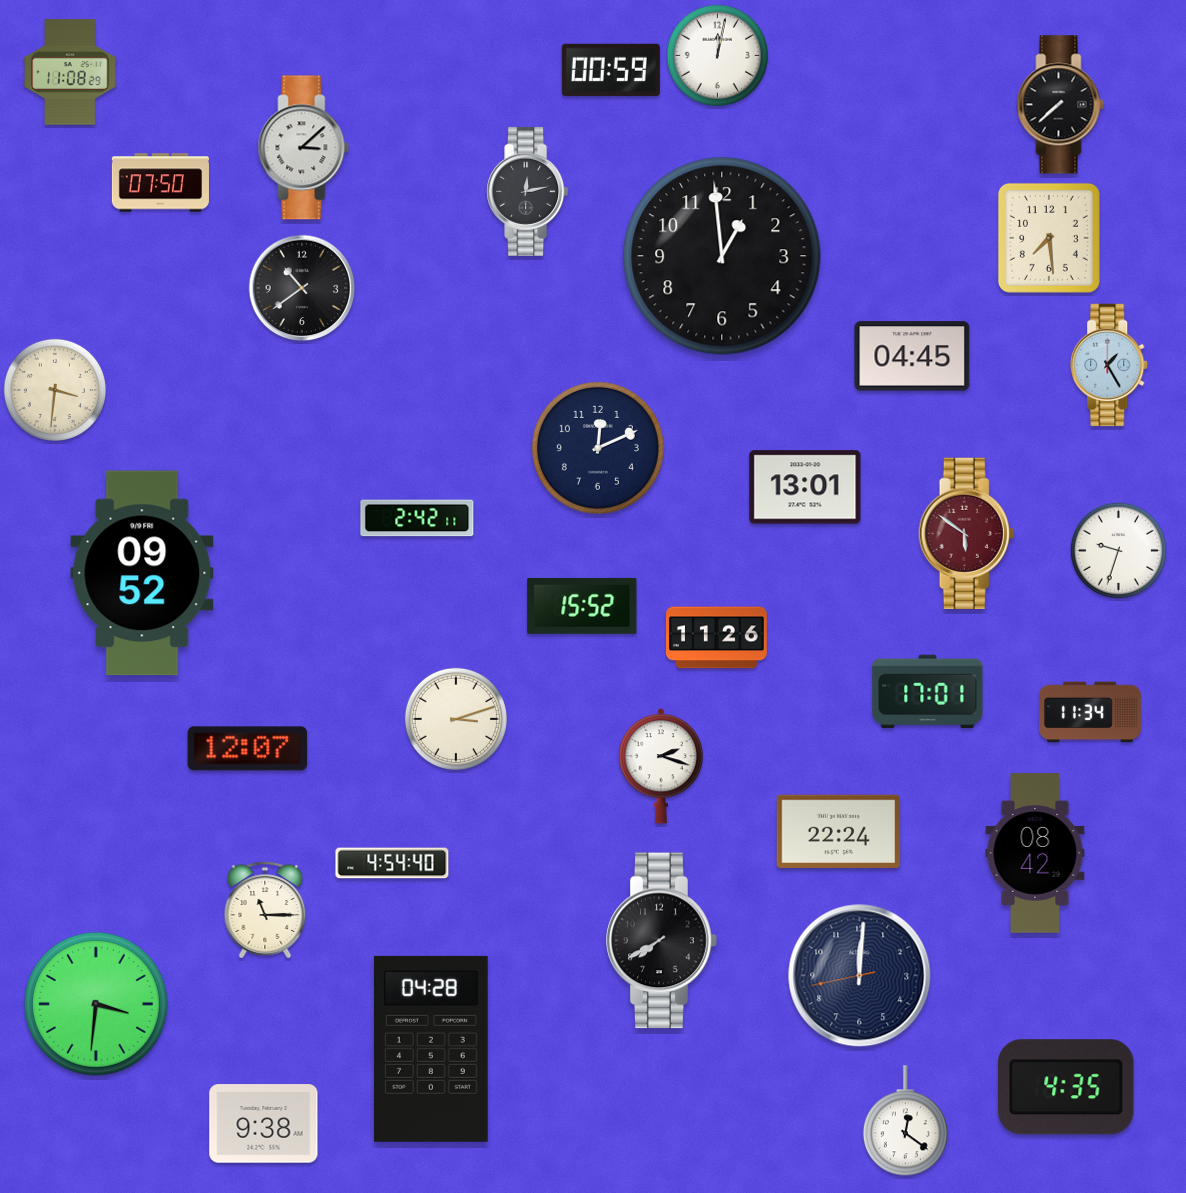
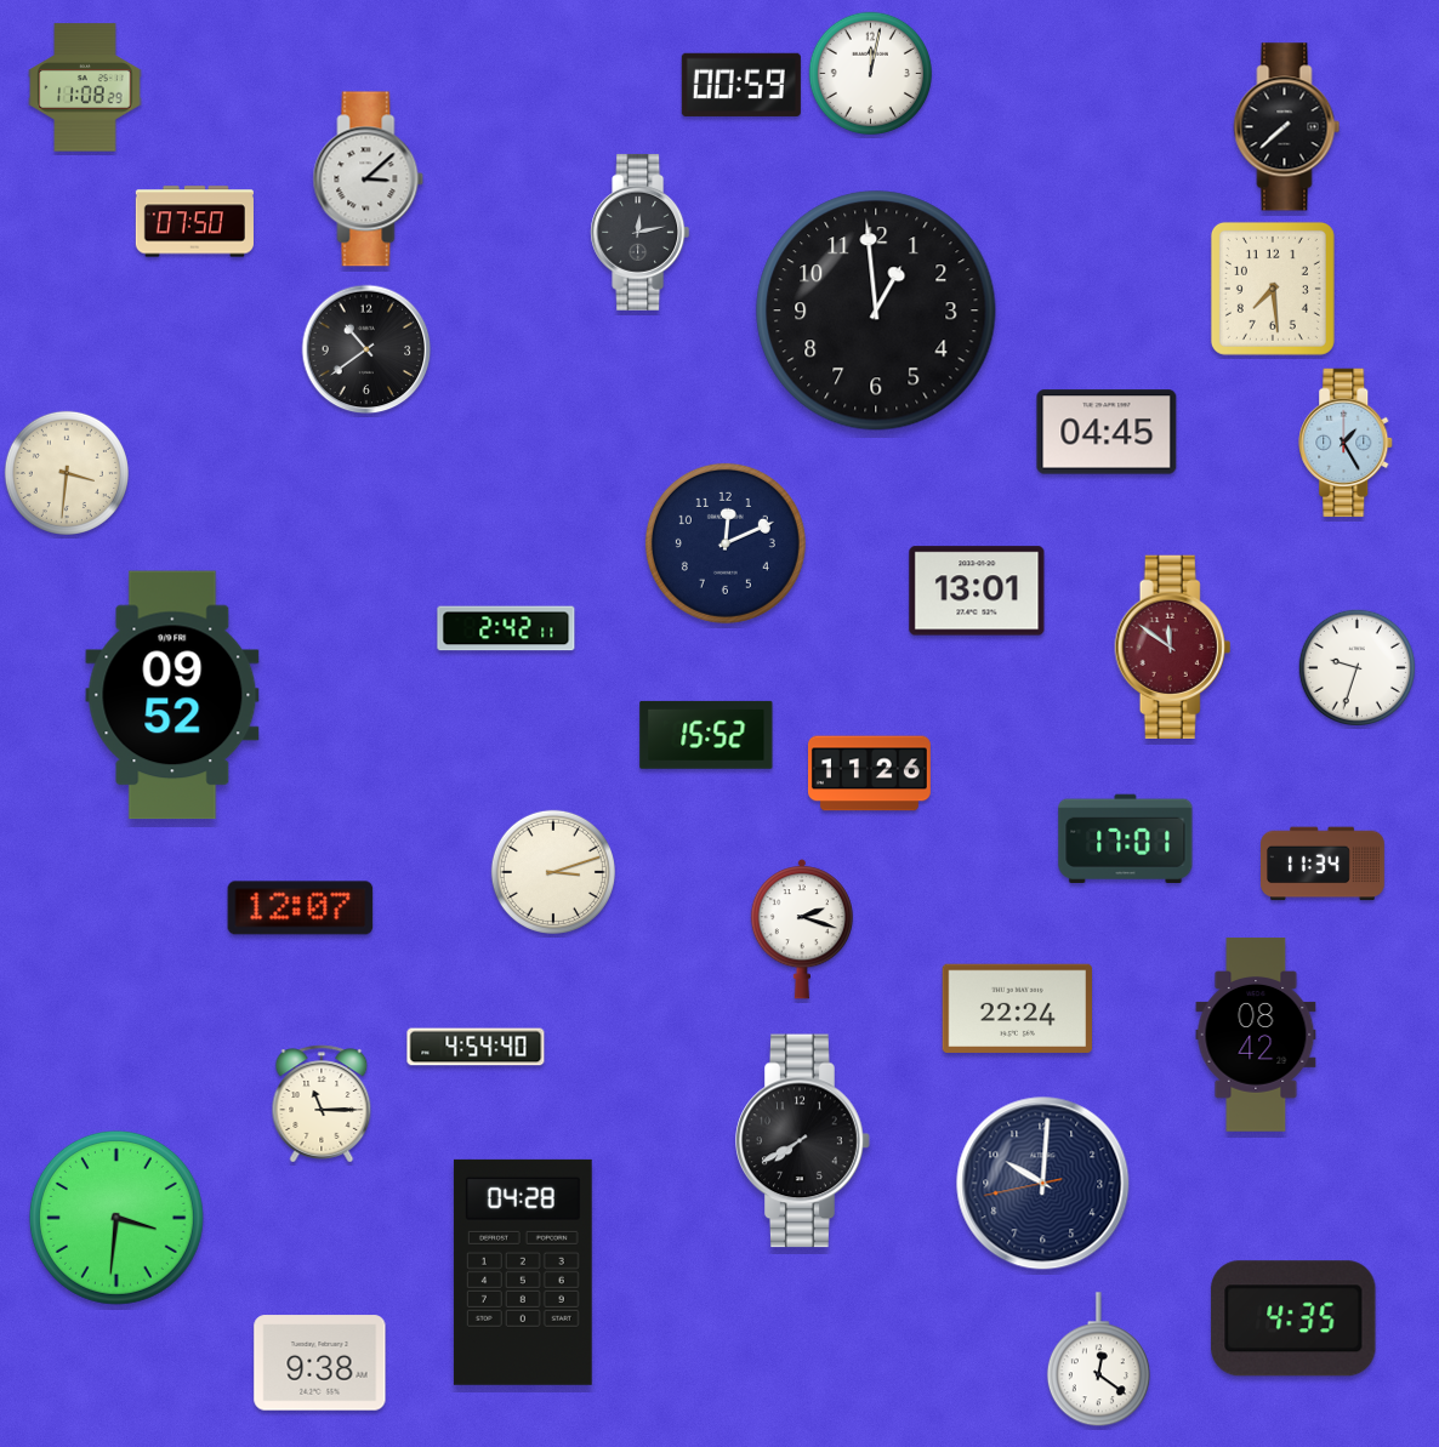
clock at (717, 55) position: (717, 55) -> (870, 73)
clock at (967, 533): 5:51 -> 11:51
clock at (860, 976): 12:00 -> 10:00
